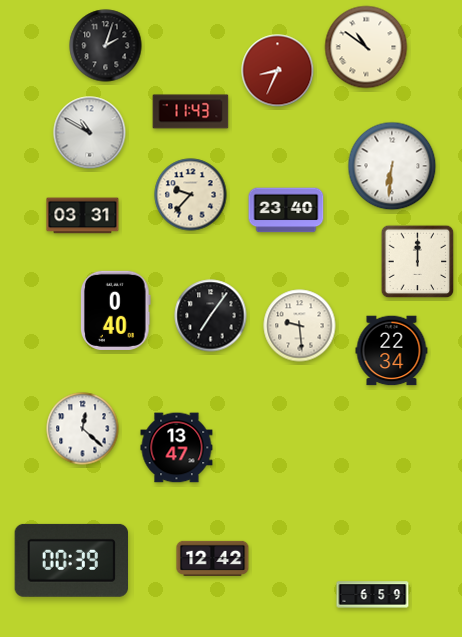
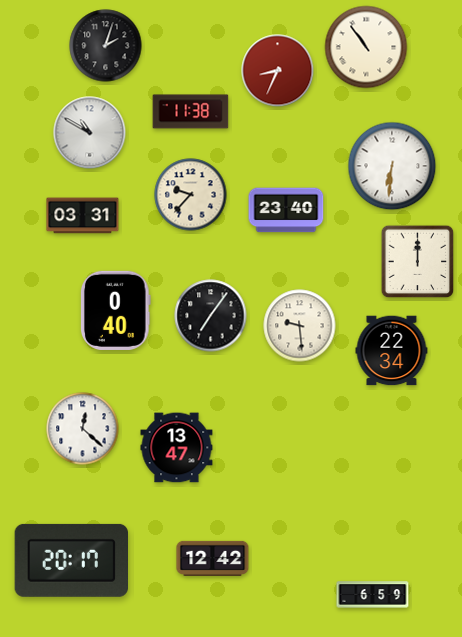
clock at (366, 47): 10:51 -> 10:54
clock at (191, 112): 11:43 -> 11:38
clock at (71, 560): 00:39 -> 20:17
